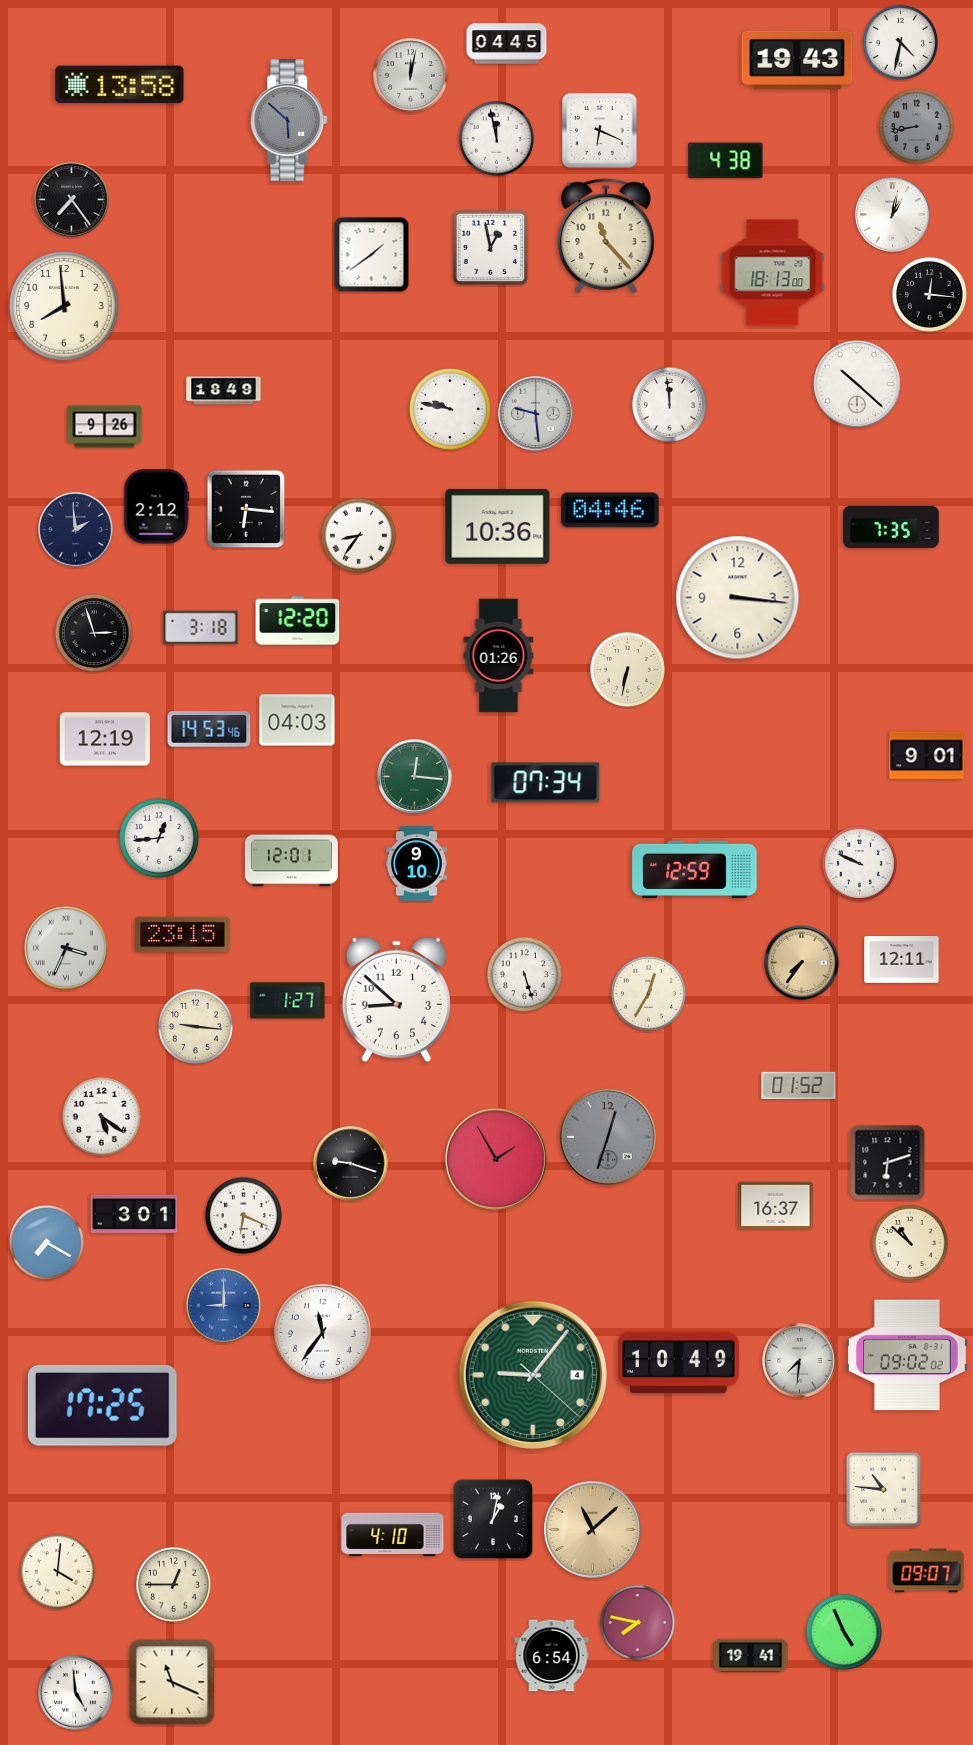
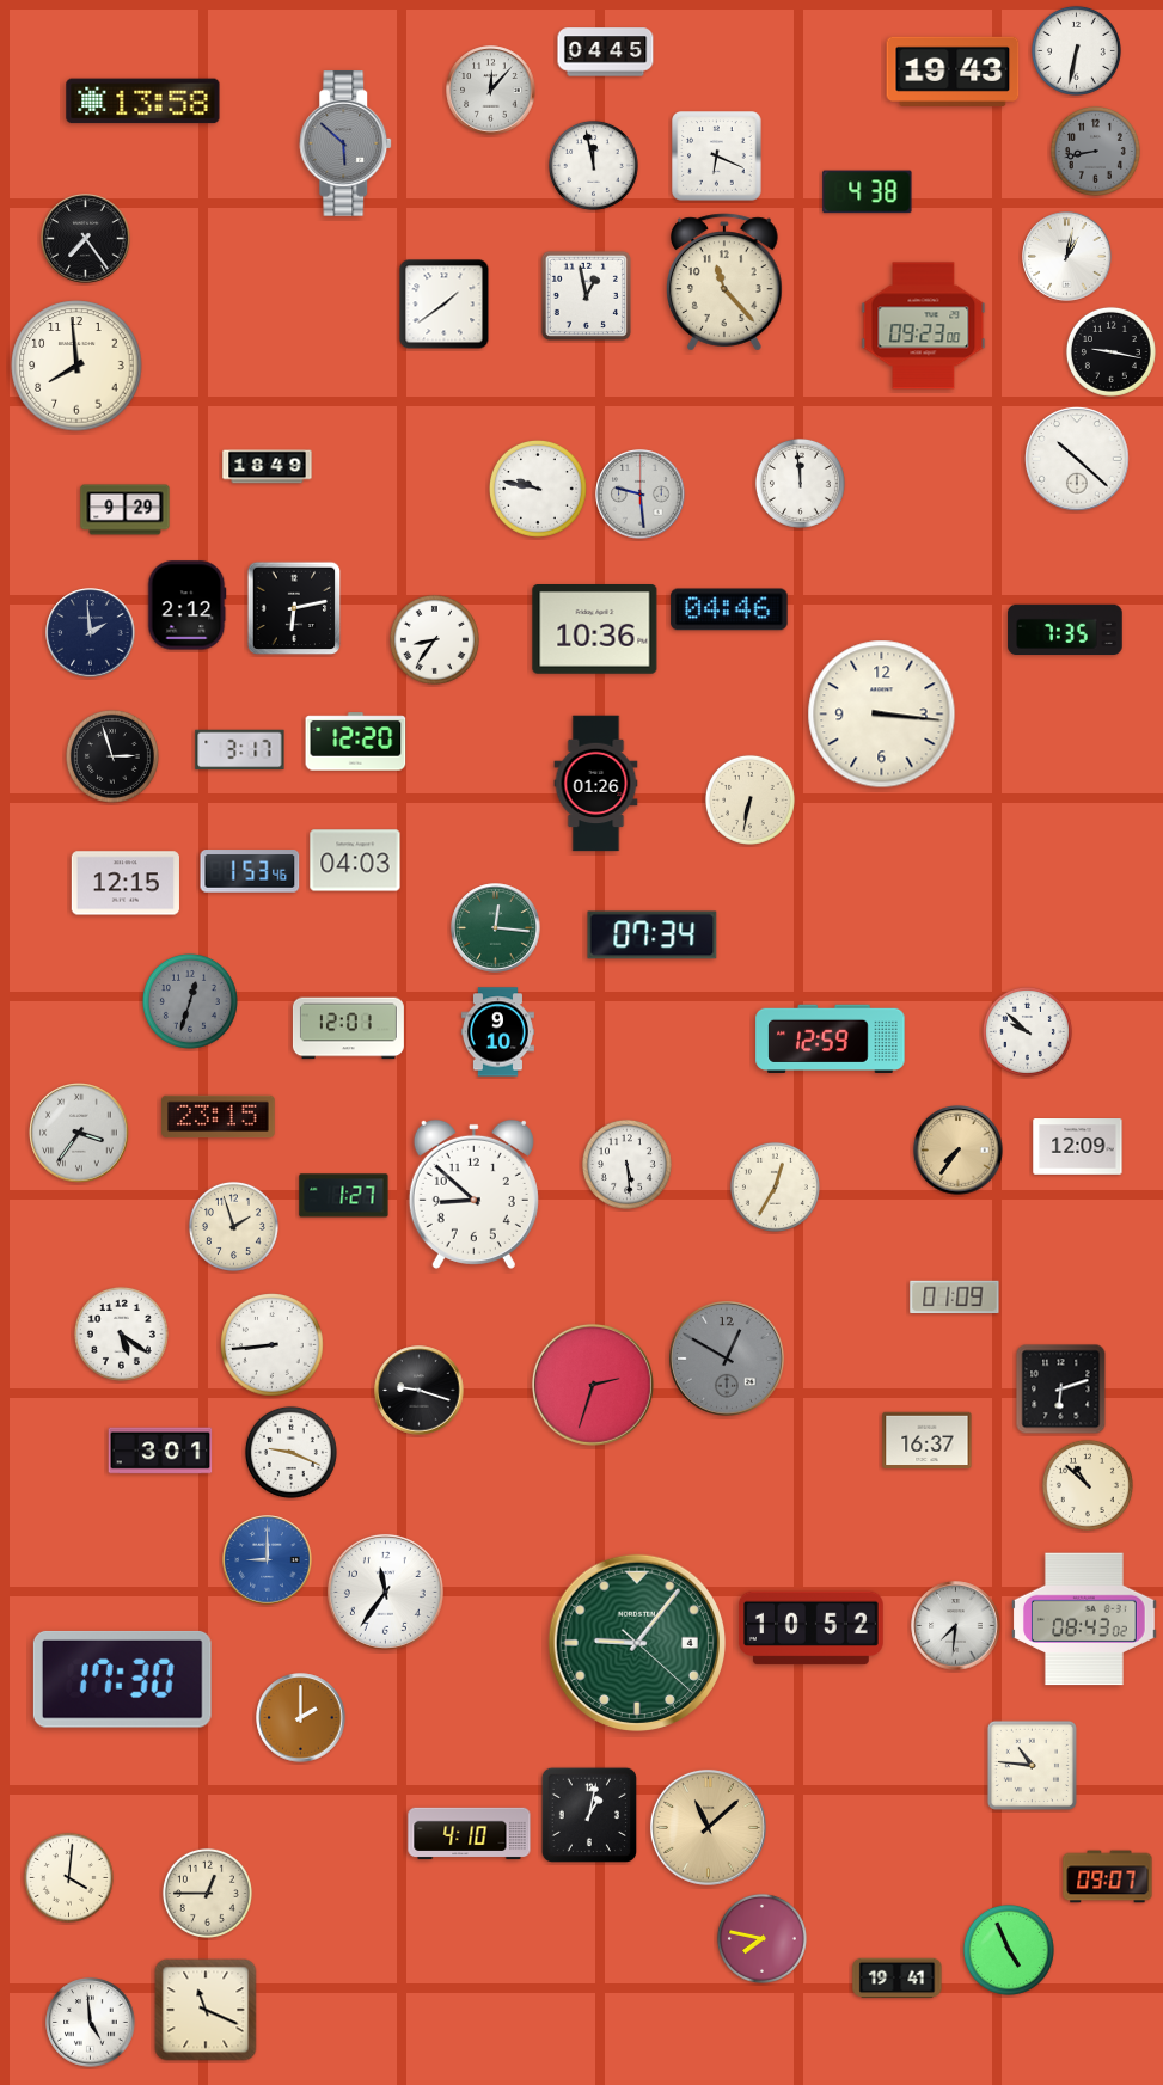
clock at (900, 42): 4:32 -> 6:32
clock at (411, 76): 12:02 -> 12:07
clock at (773, 273): 18:13 -> 09:23
clock at (929, 294): 12:16 -> 9:17
clock at (857, 384) position: (857, 384) -> (1077, 459)
clock at (105, 427): 9:26 -> 9:29
clock at (246, 509): 6:16 -> 6:13
clock at (358, 535) position: (358, 535) -> (434, 639)
clock at (201, 628): 3:18 -> 3:17
clock at (209, 729): 14:53 -> 1:53
clock at (105, 739): 12:19 -> 12:15
clock at (927, 756): 9:01 -> none
clock at (159, 838): 12:44 -> 12:33
clock at (159, 838) dial: white -> grey
clock at (859, 863): 9:49 -> 9:52
clock at (66, 948): 3:34 -> 3:36
clock at (902, 960): 12:11 -> 12:09
clock at (524, 974): 5:27 -> 5:29
clock at (195, 1026): 9:16 -> 1:57
clock at (799, 1086): 01:52 -> 01:09
clock at (273, 1345): none -> 8:44
clock at (608, 1137): 12:33 -> 12:50
clock at (496, 1159): 1:55 -> 2:33
clock at (243, 1215): 6:19 -> 9:19
clock at (46, 1242): 7:20 -> none
clock at (908, 1355): 09:02 -> 08:43
clock at (678, 1363): 10:49 -> 10:52
clock at (102, 1405): 17:25 -> 17:30
clock at (301, 1718): none -> 2:00
clock at (883, 1489) position: (883, 1489) -> (1032, 1765)
clock at (552, 1656): 6:54 -> none
